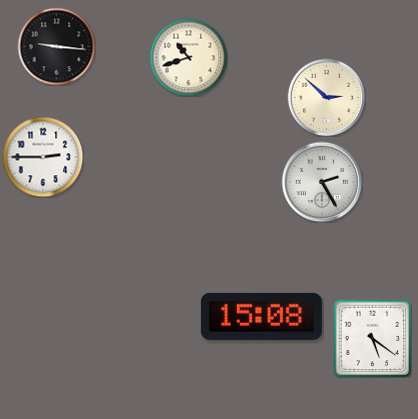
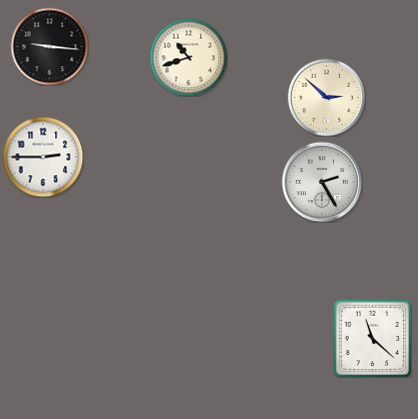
clock at (56, 46) position: (56, 46) -> (49, 46)
clock at (261, 316): 15:08 -> none
clock at (372, 338): 5:21 -> 11:22
